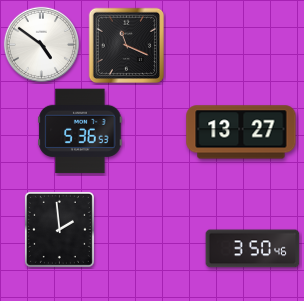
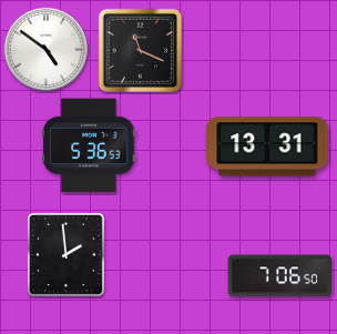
clock at (241, 132): 13:27 -> 13:31
clock at (253, 249): 3:50 -> 7:06
